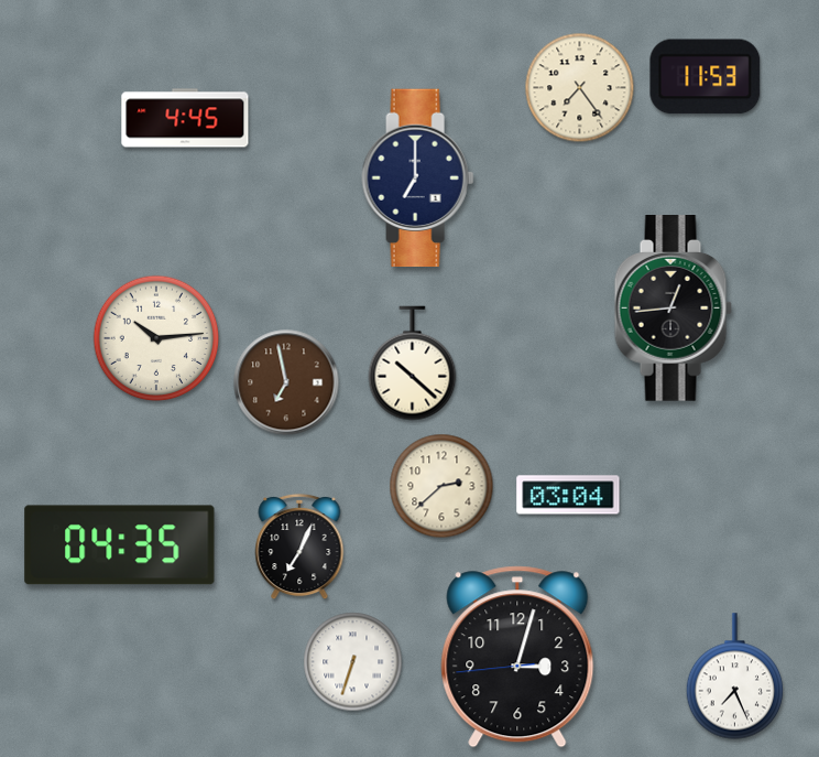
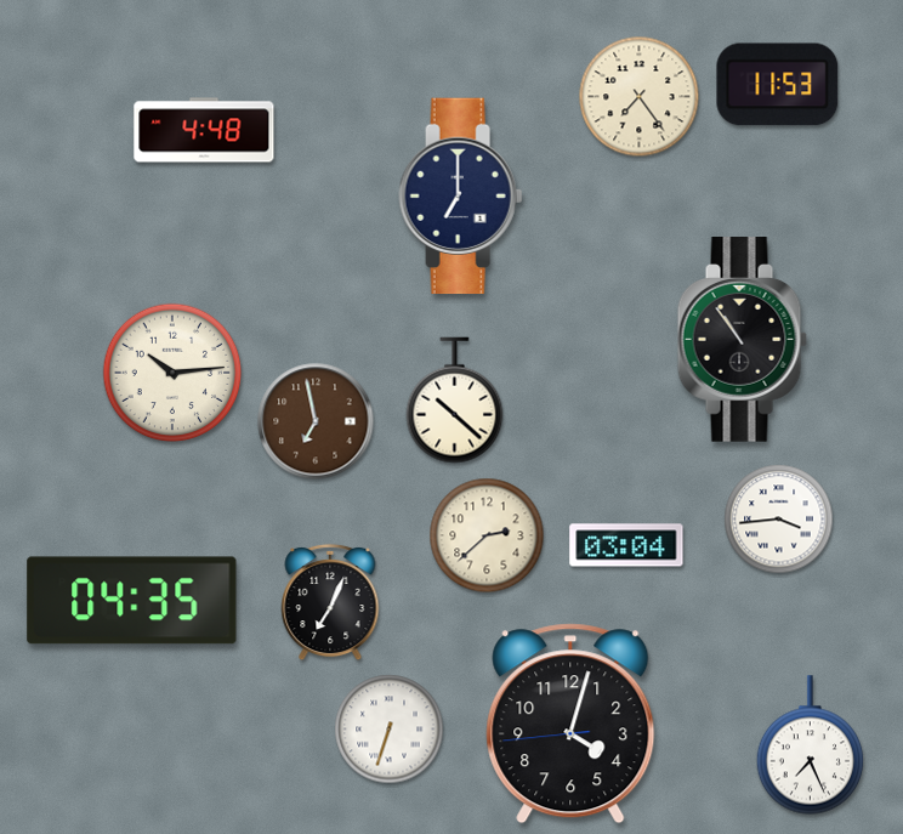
clock at (185, 118): 4:45 -> 4:48
clock at (673, 309): 12:44 -> 10:54
clock at (779, 520): none -> 3:44
clock at (517, 657): 3:02 -> 4:02
